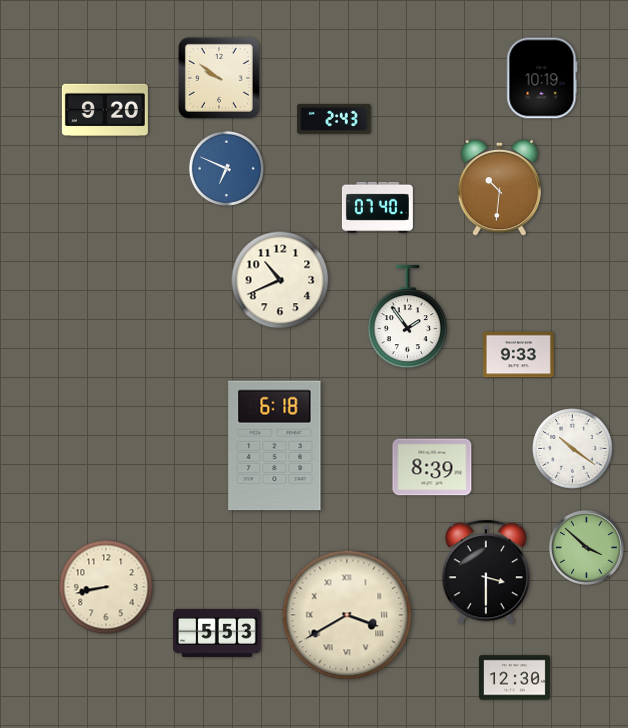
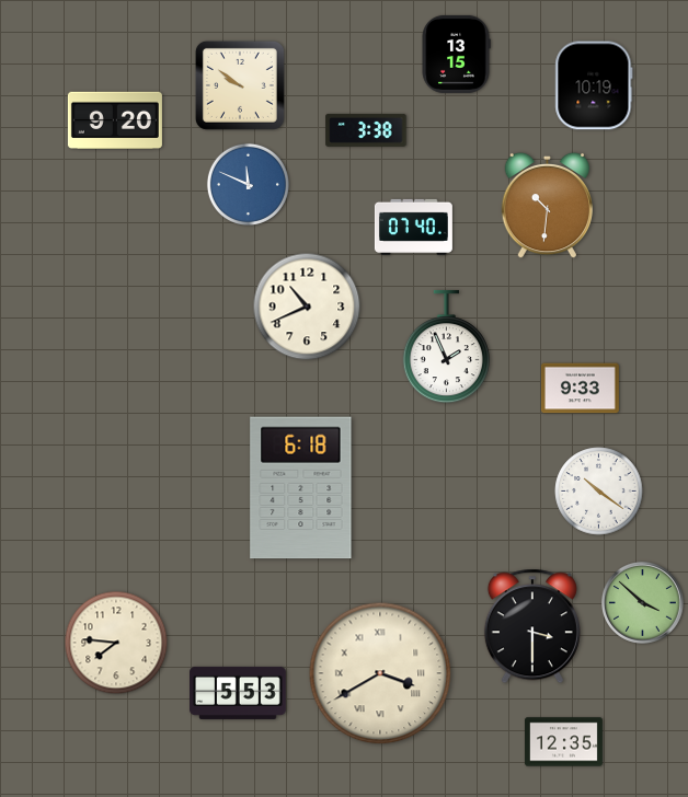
clock at (456, 54): none -> 13:15
clock at (334, 119): 2:43 -> 3:38
clock at (226, 168): 6:49 -> 11:49
clock at (407, 317): 1:54 -> 1:56
clock at (518, 355) position: (518, 355) -> (580, 389)
clock at (573, 449) position: (573, 449) -> (599, 492)
clock at (432, 467): 8:39 -> none
clock at (587, 548) position: (587, 548) -> (643, 603)
clock at (106, 587): 8:43 -> 7:46
clock at (514, 678): 12:30 -> 12:35
